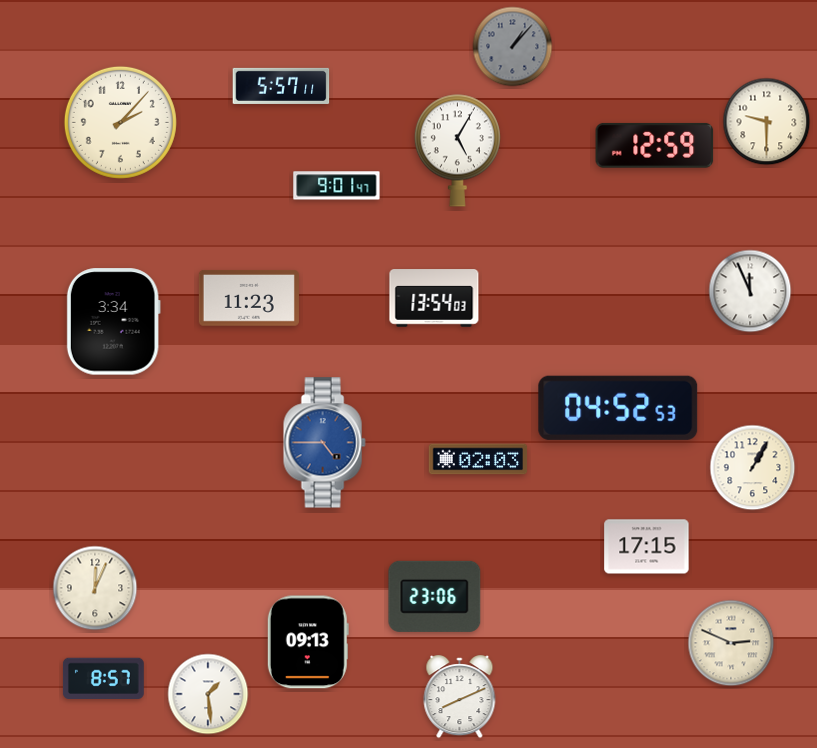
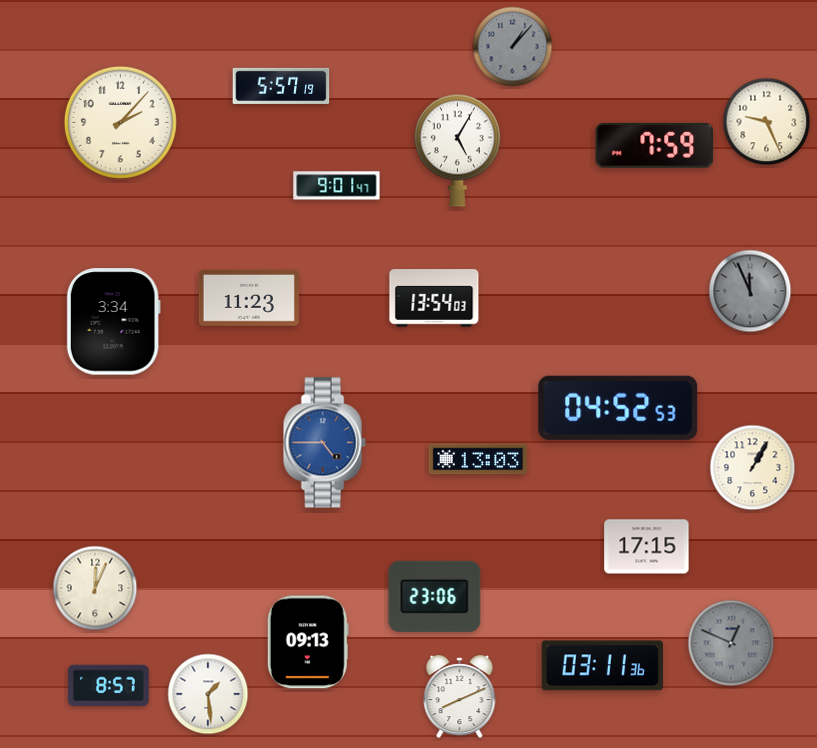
clock at (281, 86): 5:57:11 -> 5:57:19
clock at (767, 122): 9:30 -> 9:26
clock at (655, 145): 12:59 -> 7:59
clock at (750, 291) dial: white -> grey
clock at (478, 459): 02:03 -> 13:03
clock at (731, 643): 2:49 -> 12:49
clock at (731, 643) dial: cream -> grey
clock at (602, 666): none -> 03:11
clock at (103, 678) position: (103, 678) -> (108, 685)
